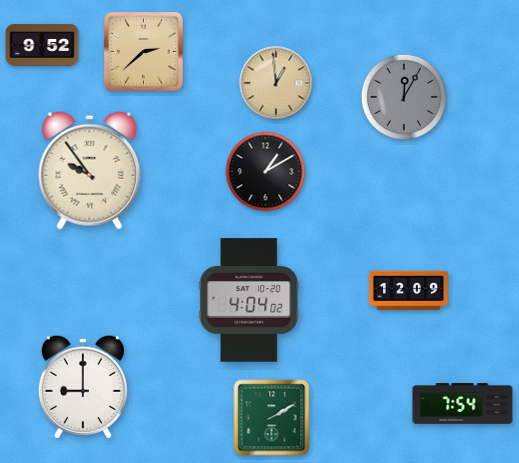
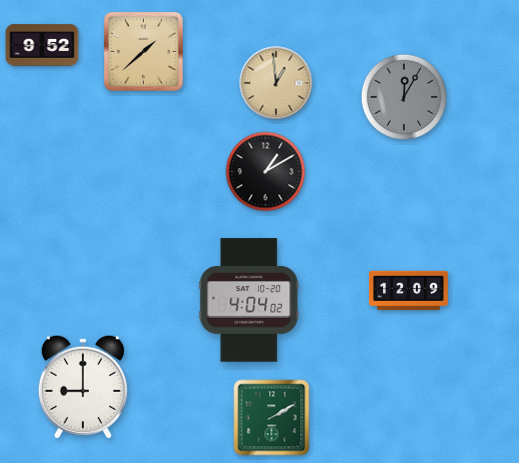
clock at (143, 51): 2:38 -> 1:38
clock at (90, 170): 9:54 -> none
clock at (463, 404): 7:54 -> none
